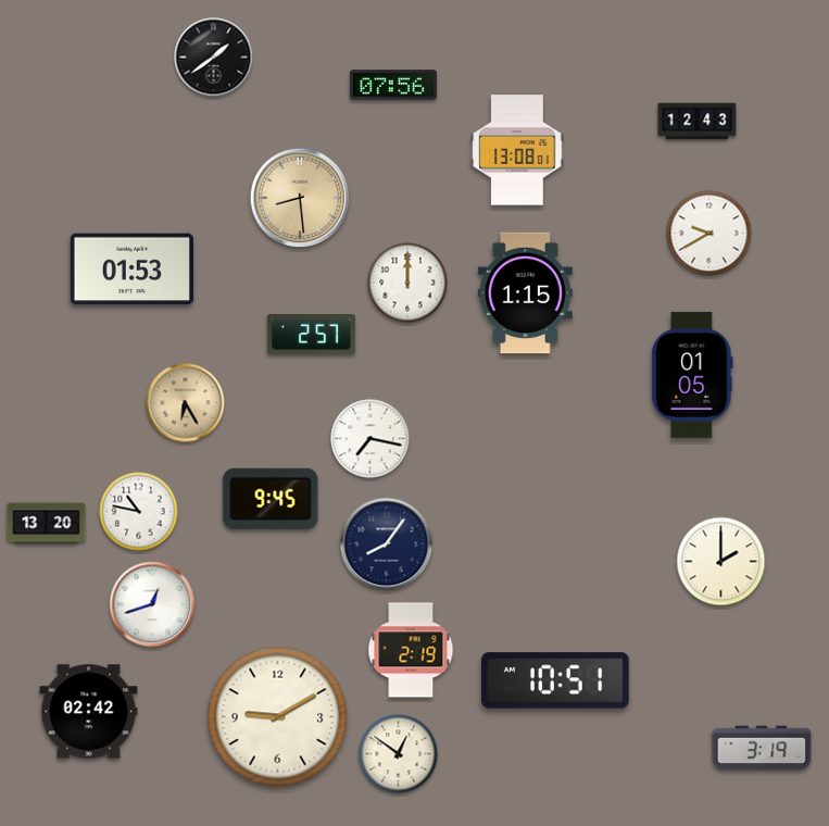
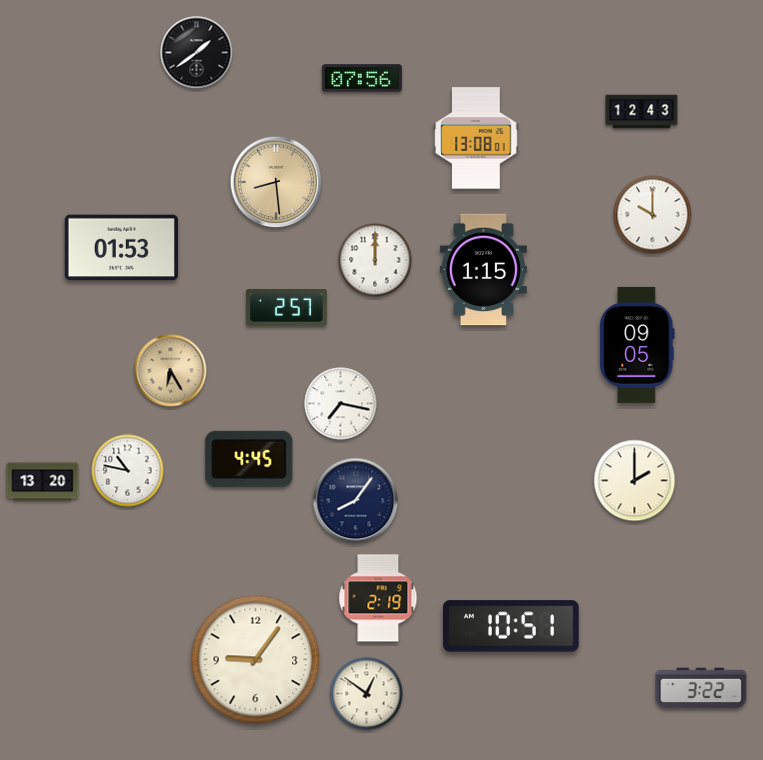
clock at (709, 234): 9:40 -> 10:00
clock at (692, 375): 01:05 -> 09:05
clock at (271, 499): 9:45 -> 4:45
clock at (721, 562) position: (721, 562) -> (635, 481)
clock at (152, 604): 12:42 -> none
clock at (89, 712): 02:42 -> none
clock at (278, 717): 9:10 -> 9:06
clock at (762, 748): 3:19 -> 3:22
